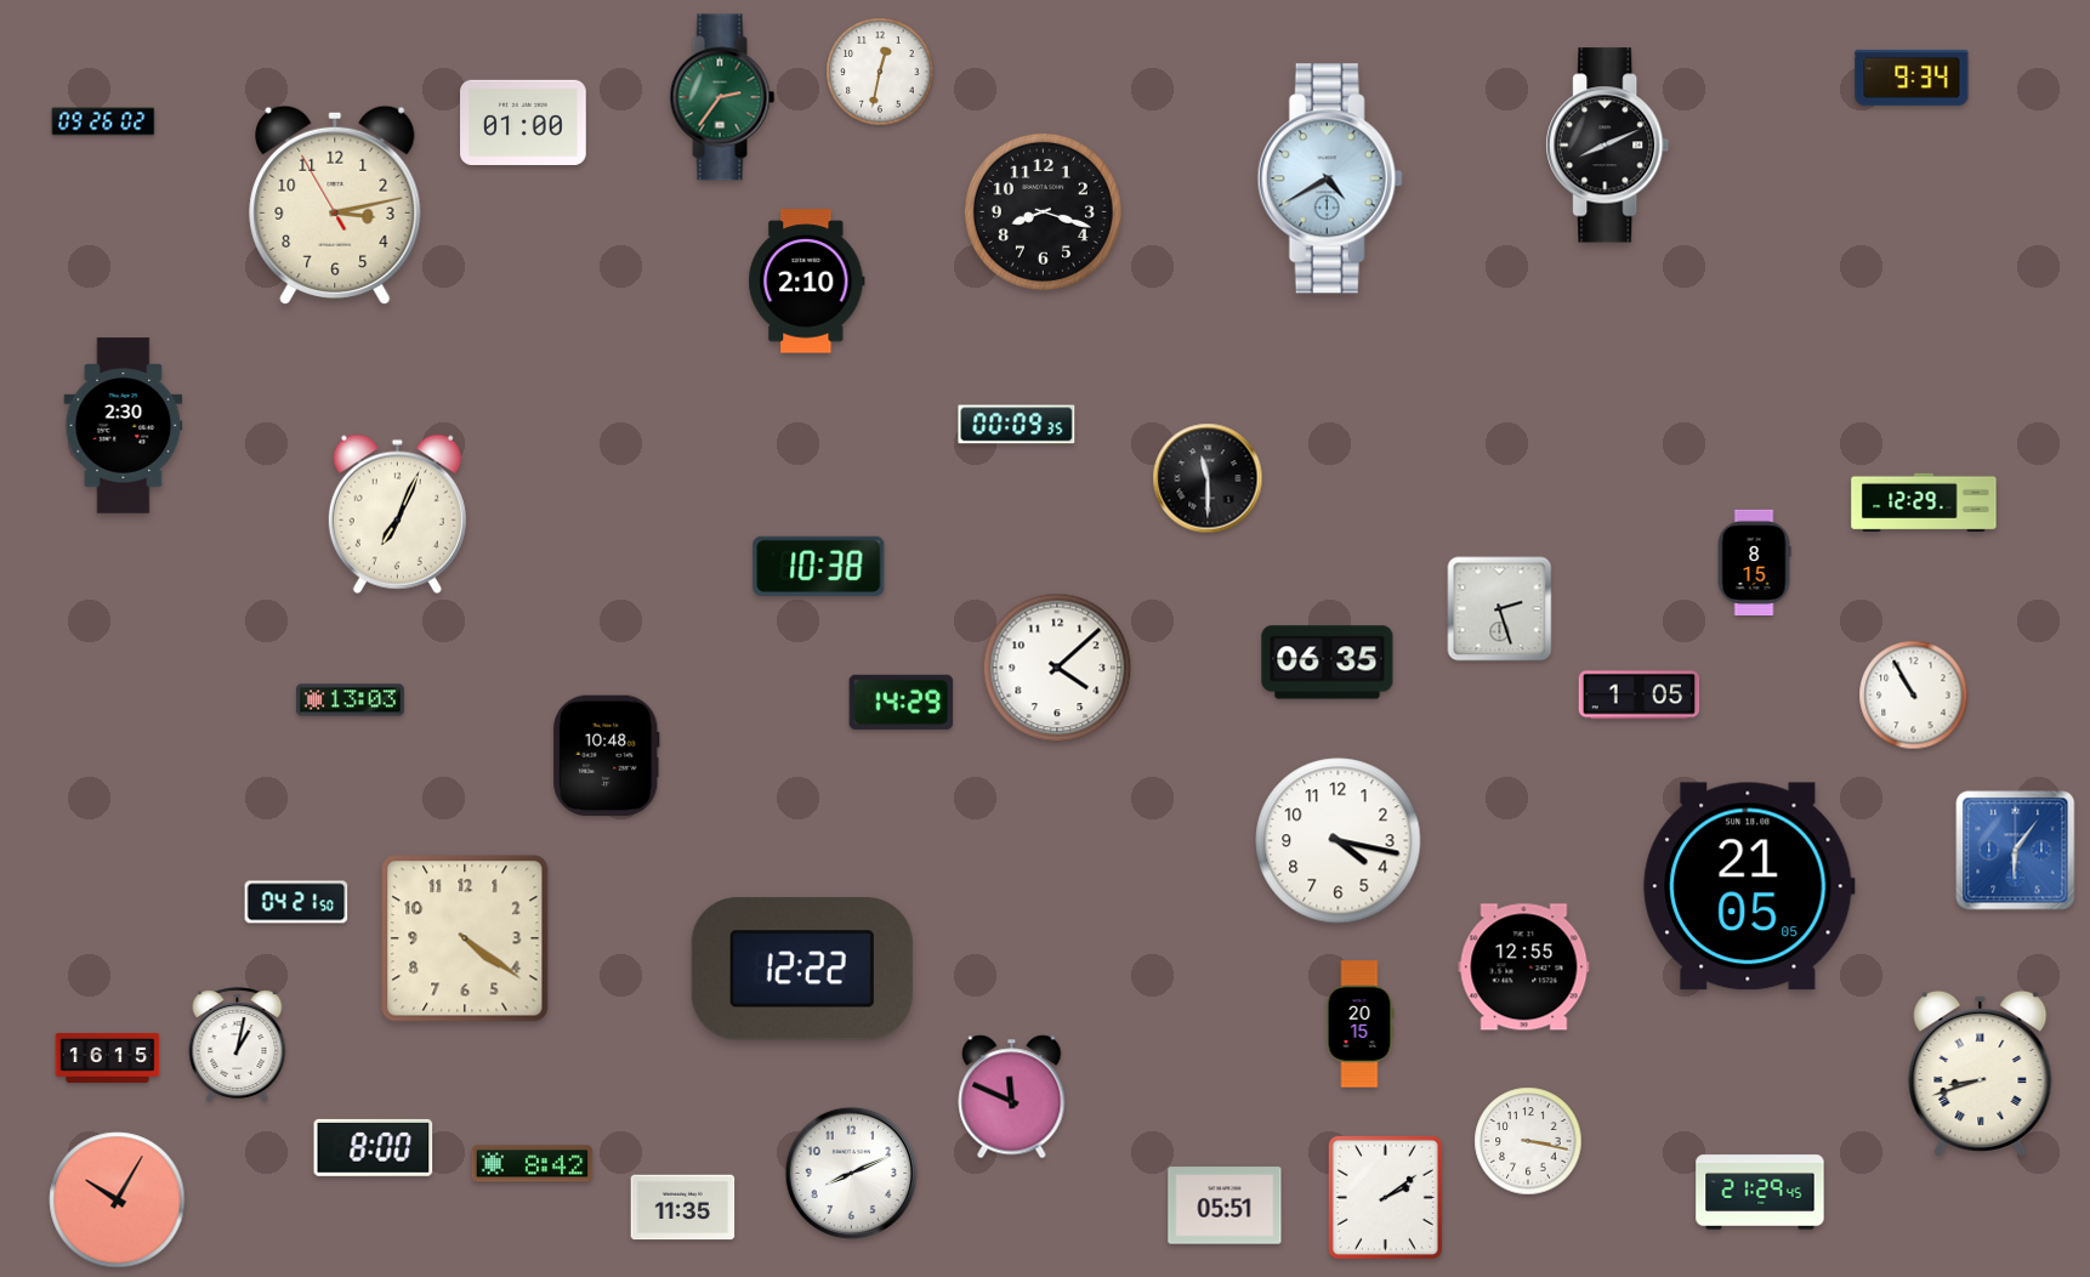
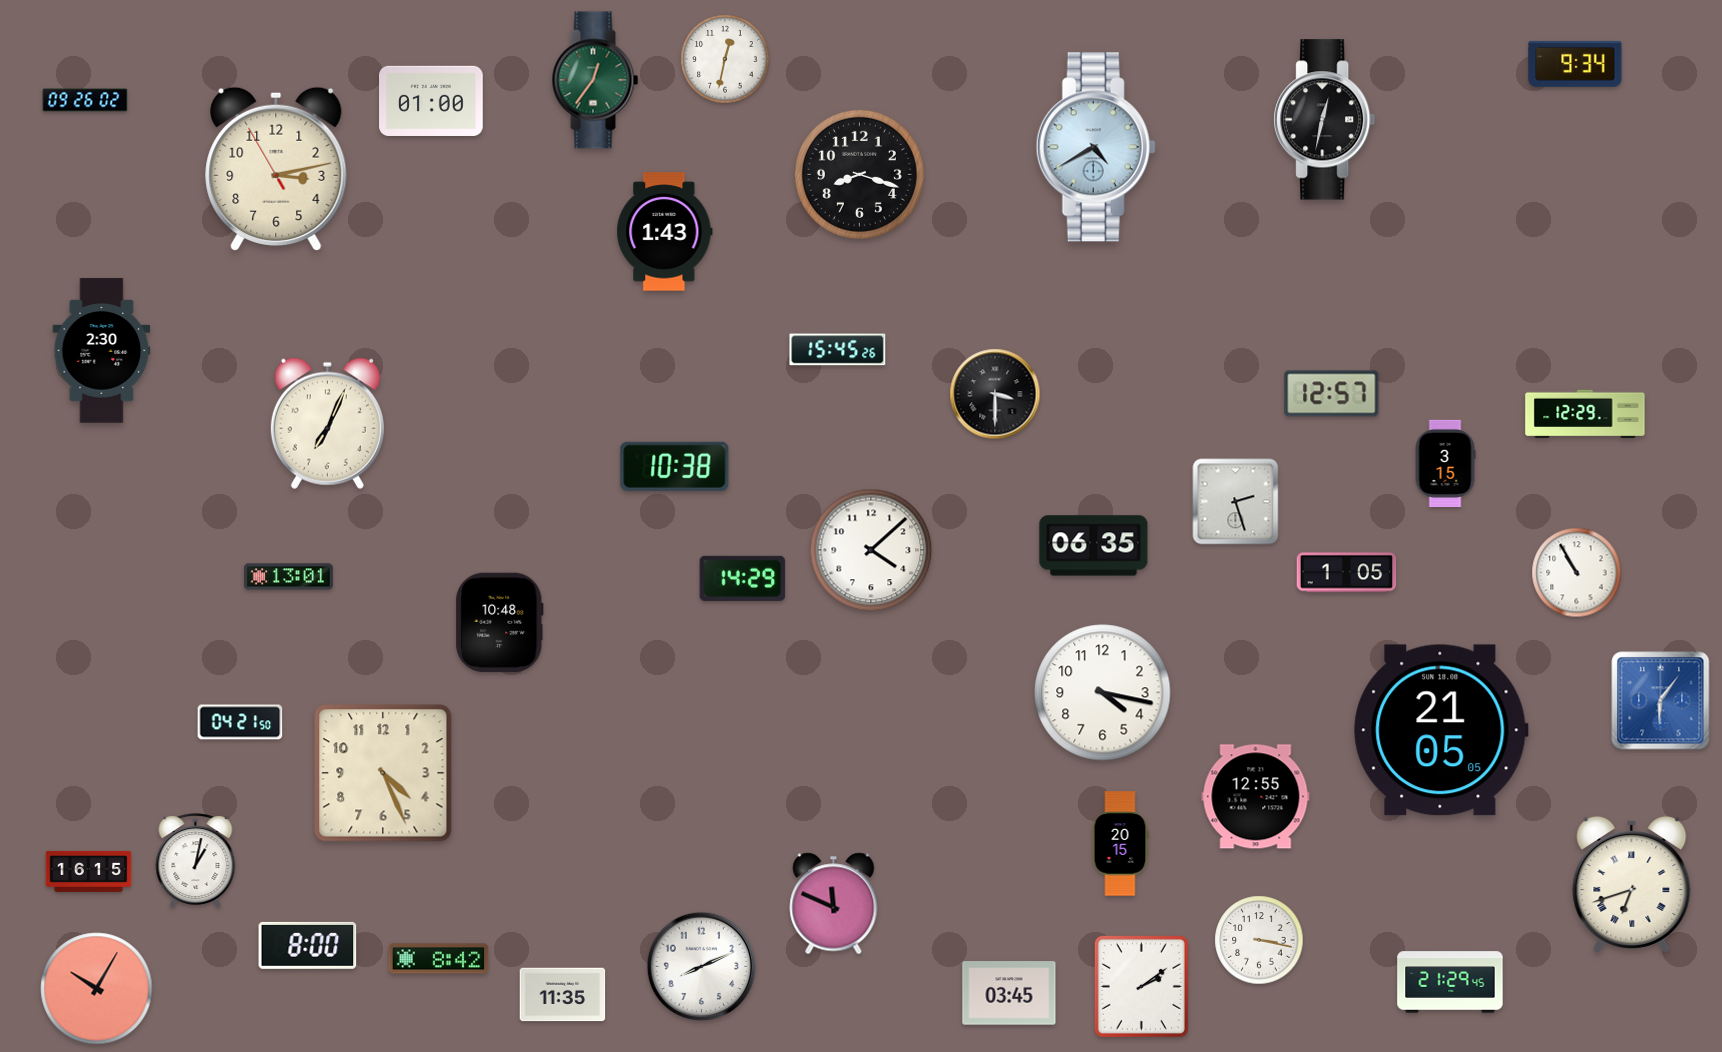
clock at (722, 97): 2:36 -> 12:36
clock at (1608, 146): 8:11 -> 12:32
clock at (807, 282): 2:10 -> 1:43
clock at (1017, 425): 00:09 -> 15:45
clock at (1208, 478): 11:30 -> 3:30
clock at (1332, 394): none -> 12:57
clock at (1754, 562): 8:15 -> 3:15
clock at (1640, 696) position: (1640, 696) -> (1347, 573)
clock at (350, 700): 13:03 -> 13:01
clock at (296, 902) position: (296, 902) -> (240, 722)
clock at (465, 938): 4:21 -> 4:26
clock at (802, 969): 12:22 -> none
clock at (1981, 1073): 8:42 -> 6:42
clock at (1225, 1205): 05:51 -> 03:45
